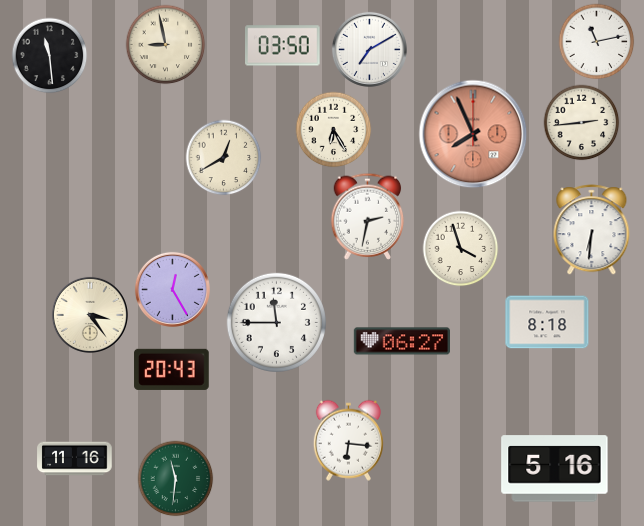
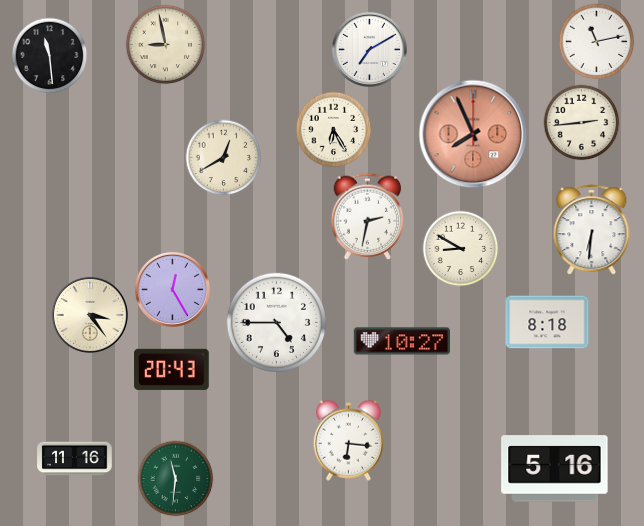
clock at (283, 46): 03:50 -> none
clock at (461, 249): 3:57 -> 8:50
clock at (276, 322): 11:45 -> 4:45
clock at (401, 341): 06:27 -> 10:27
